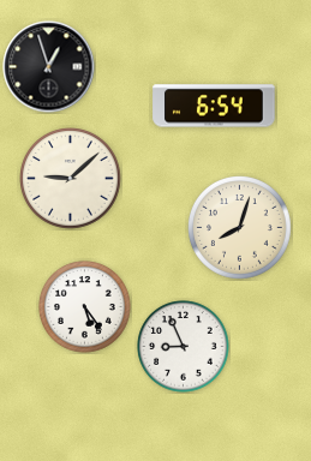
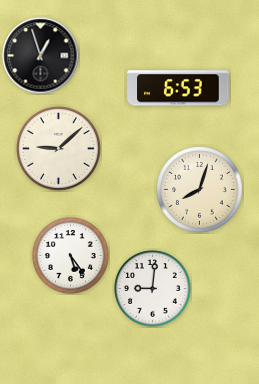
clock at (214, 106): 6:54 -> 6:53
clock at (184, 347): 8:56 -> 9:01
